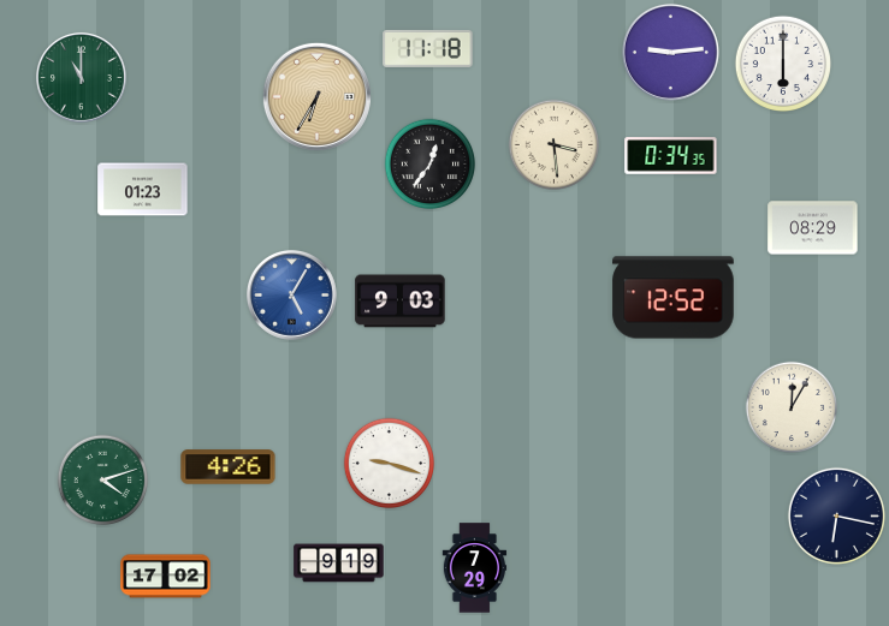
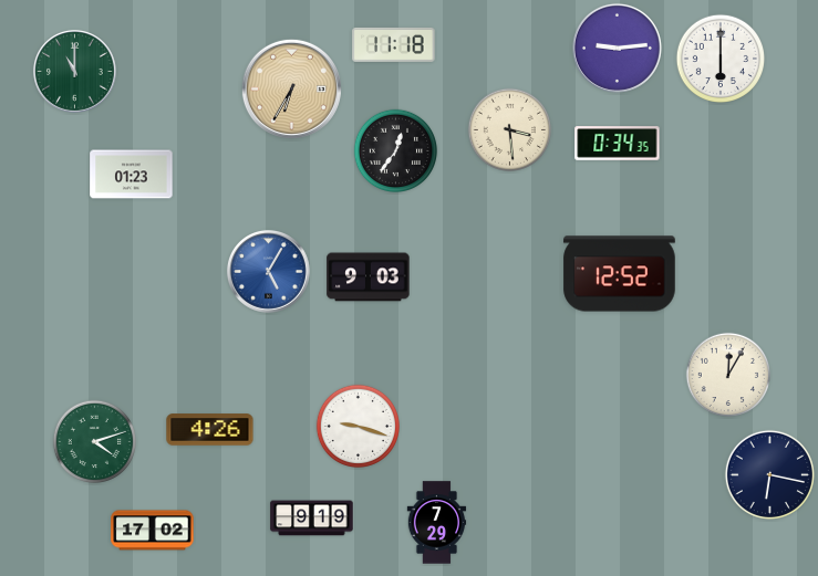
clock at (555, 145) position: (555, 145) -> (510, 130)
clock at (813, 228): 08:29 -> none
